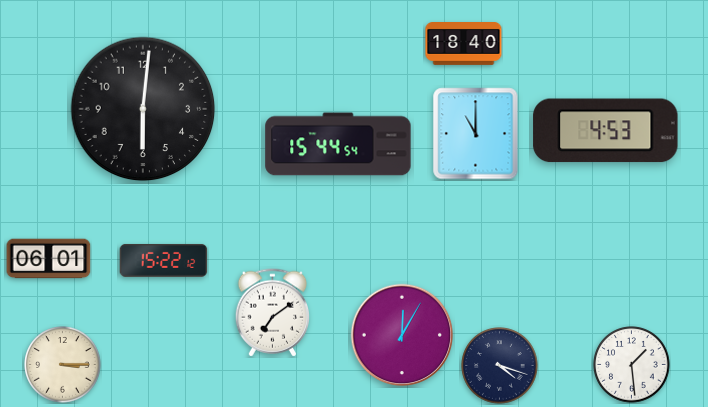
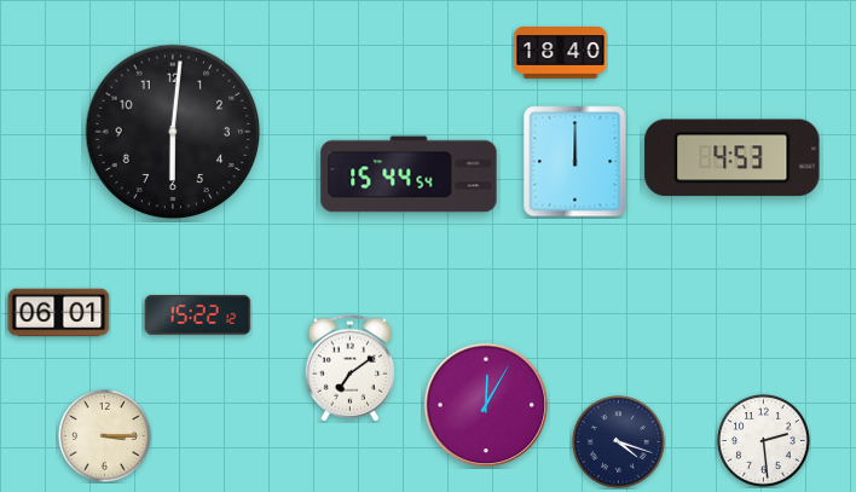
clock at (476, 134): 11:00 -> 12:00
clock at (273, 313) position: (273, 313) -> (351, 369)
clock at (63, 365) position: (63, 365) -> (105, 436)
clock at (632, 365): 1:29 -> 2:29
clock at (500, 366) position: (500, 366) -> (619, 442)
